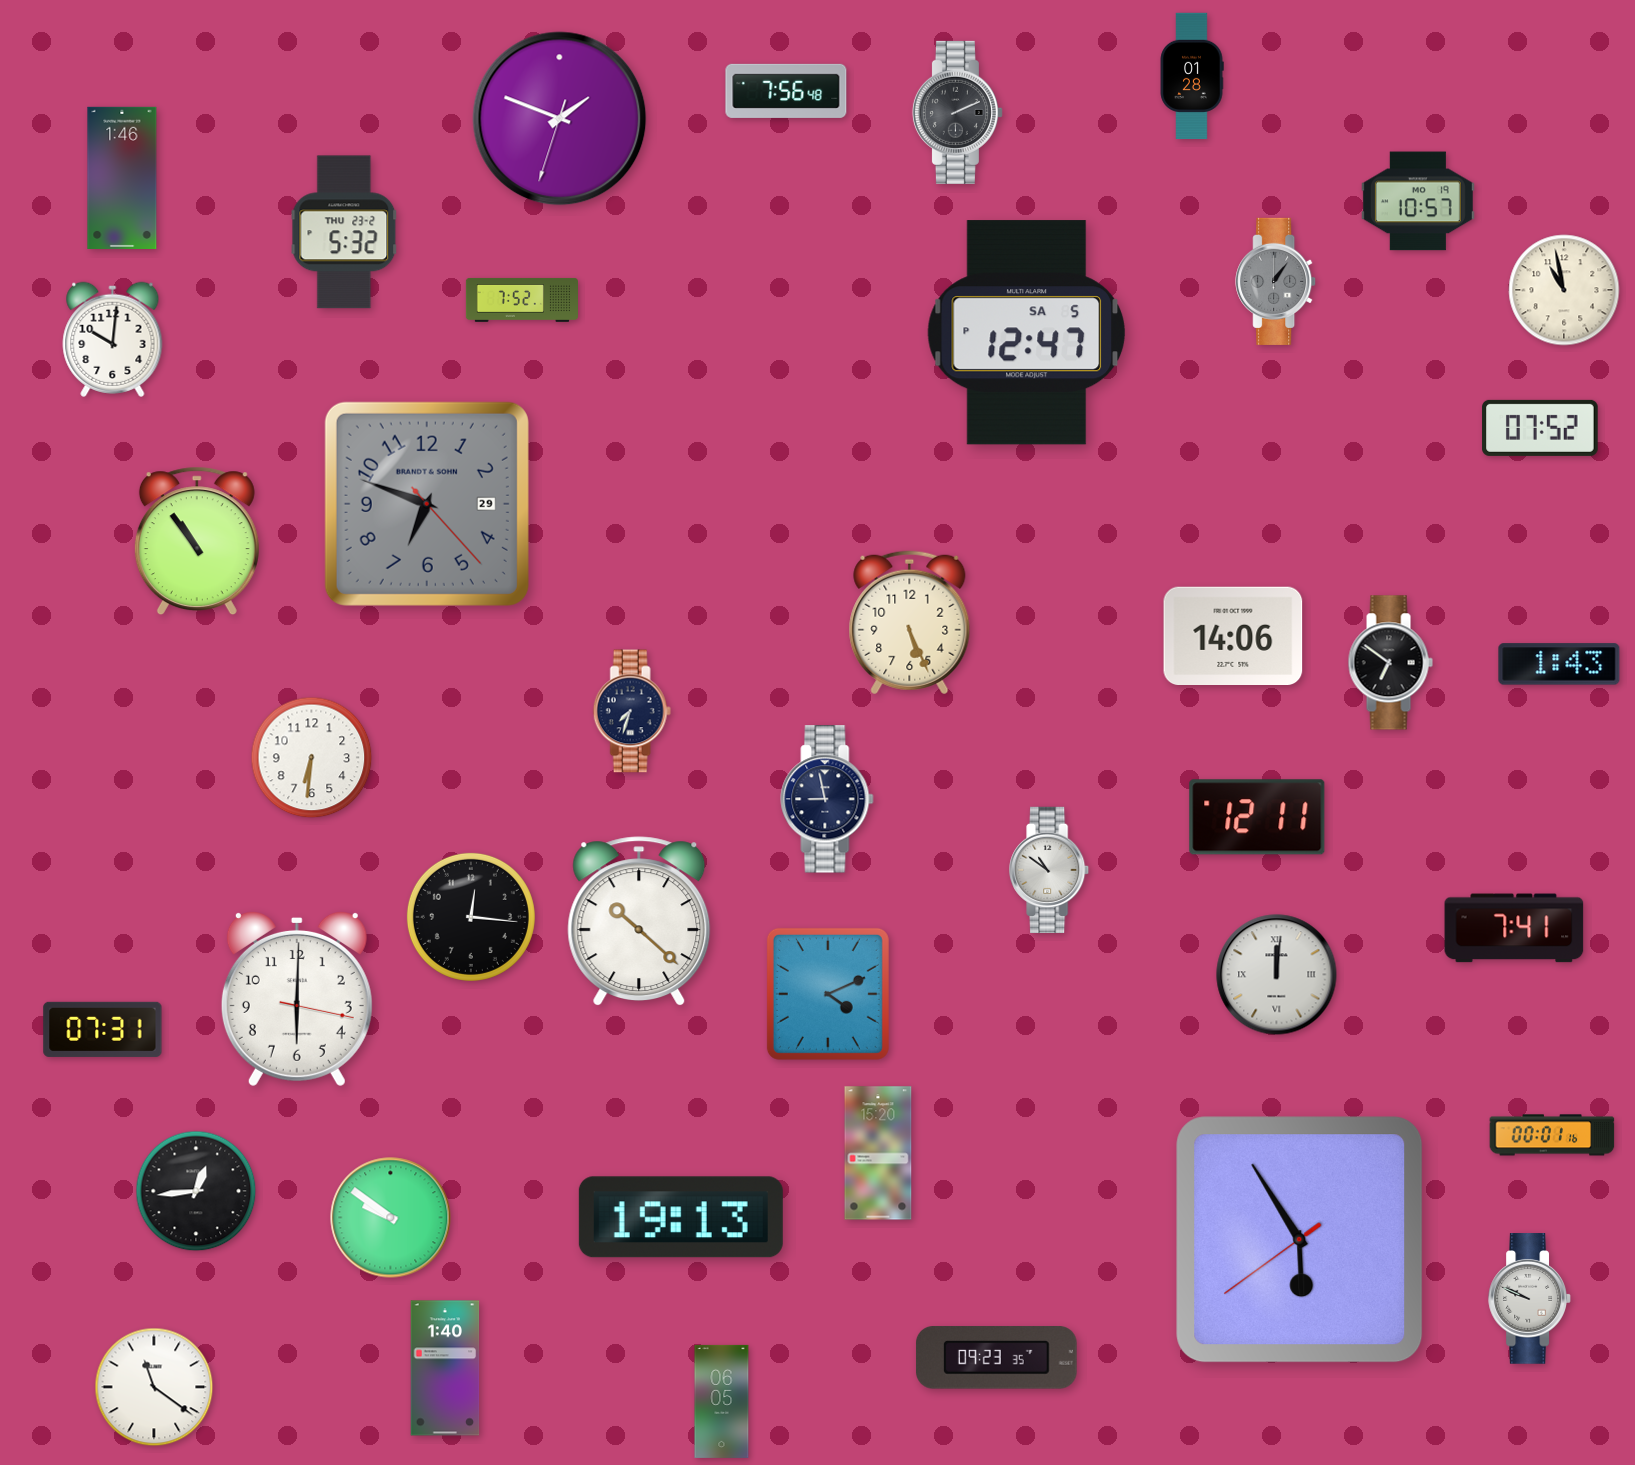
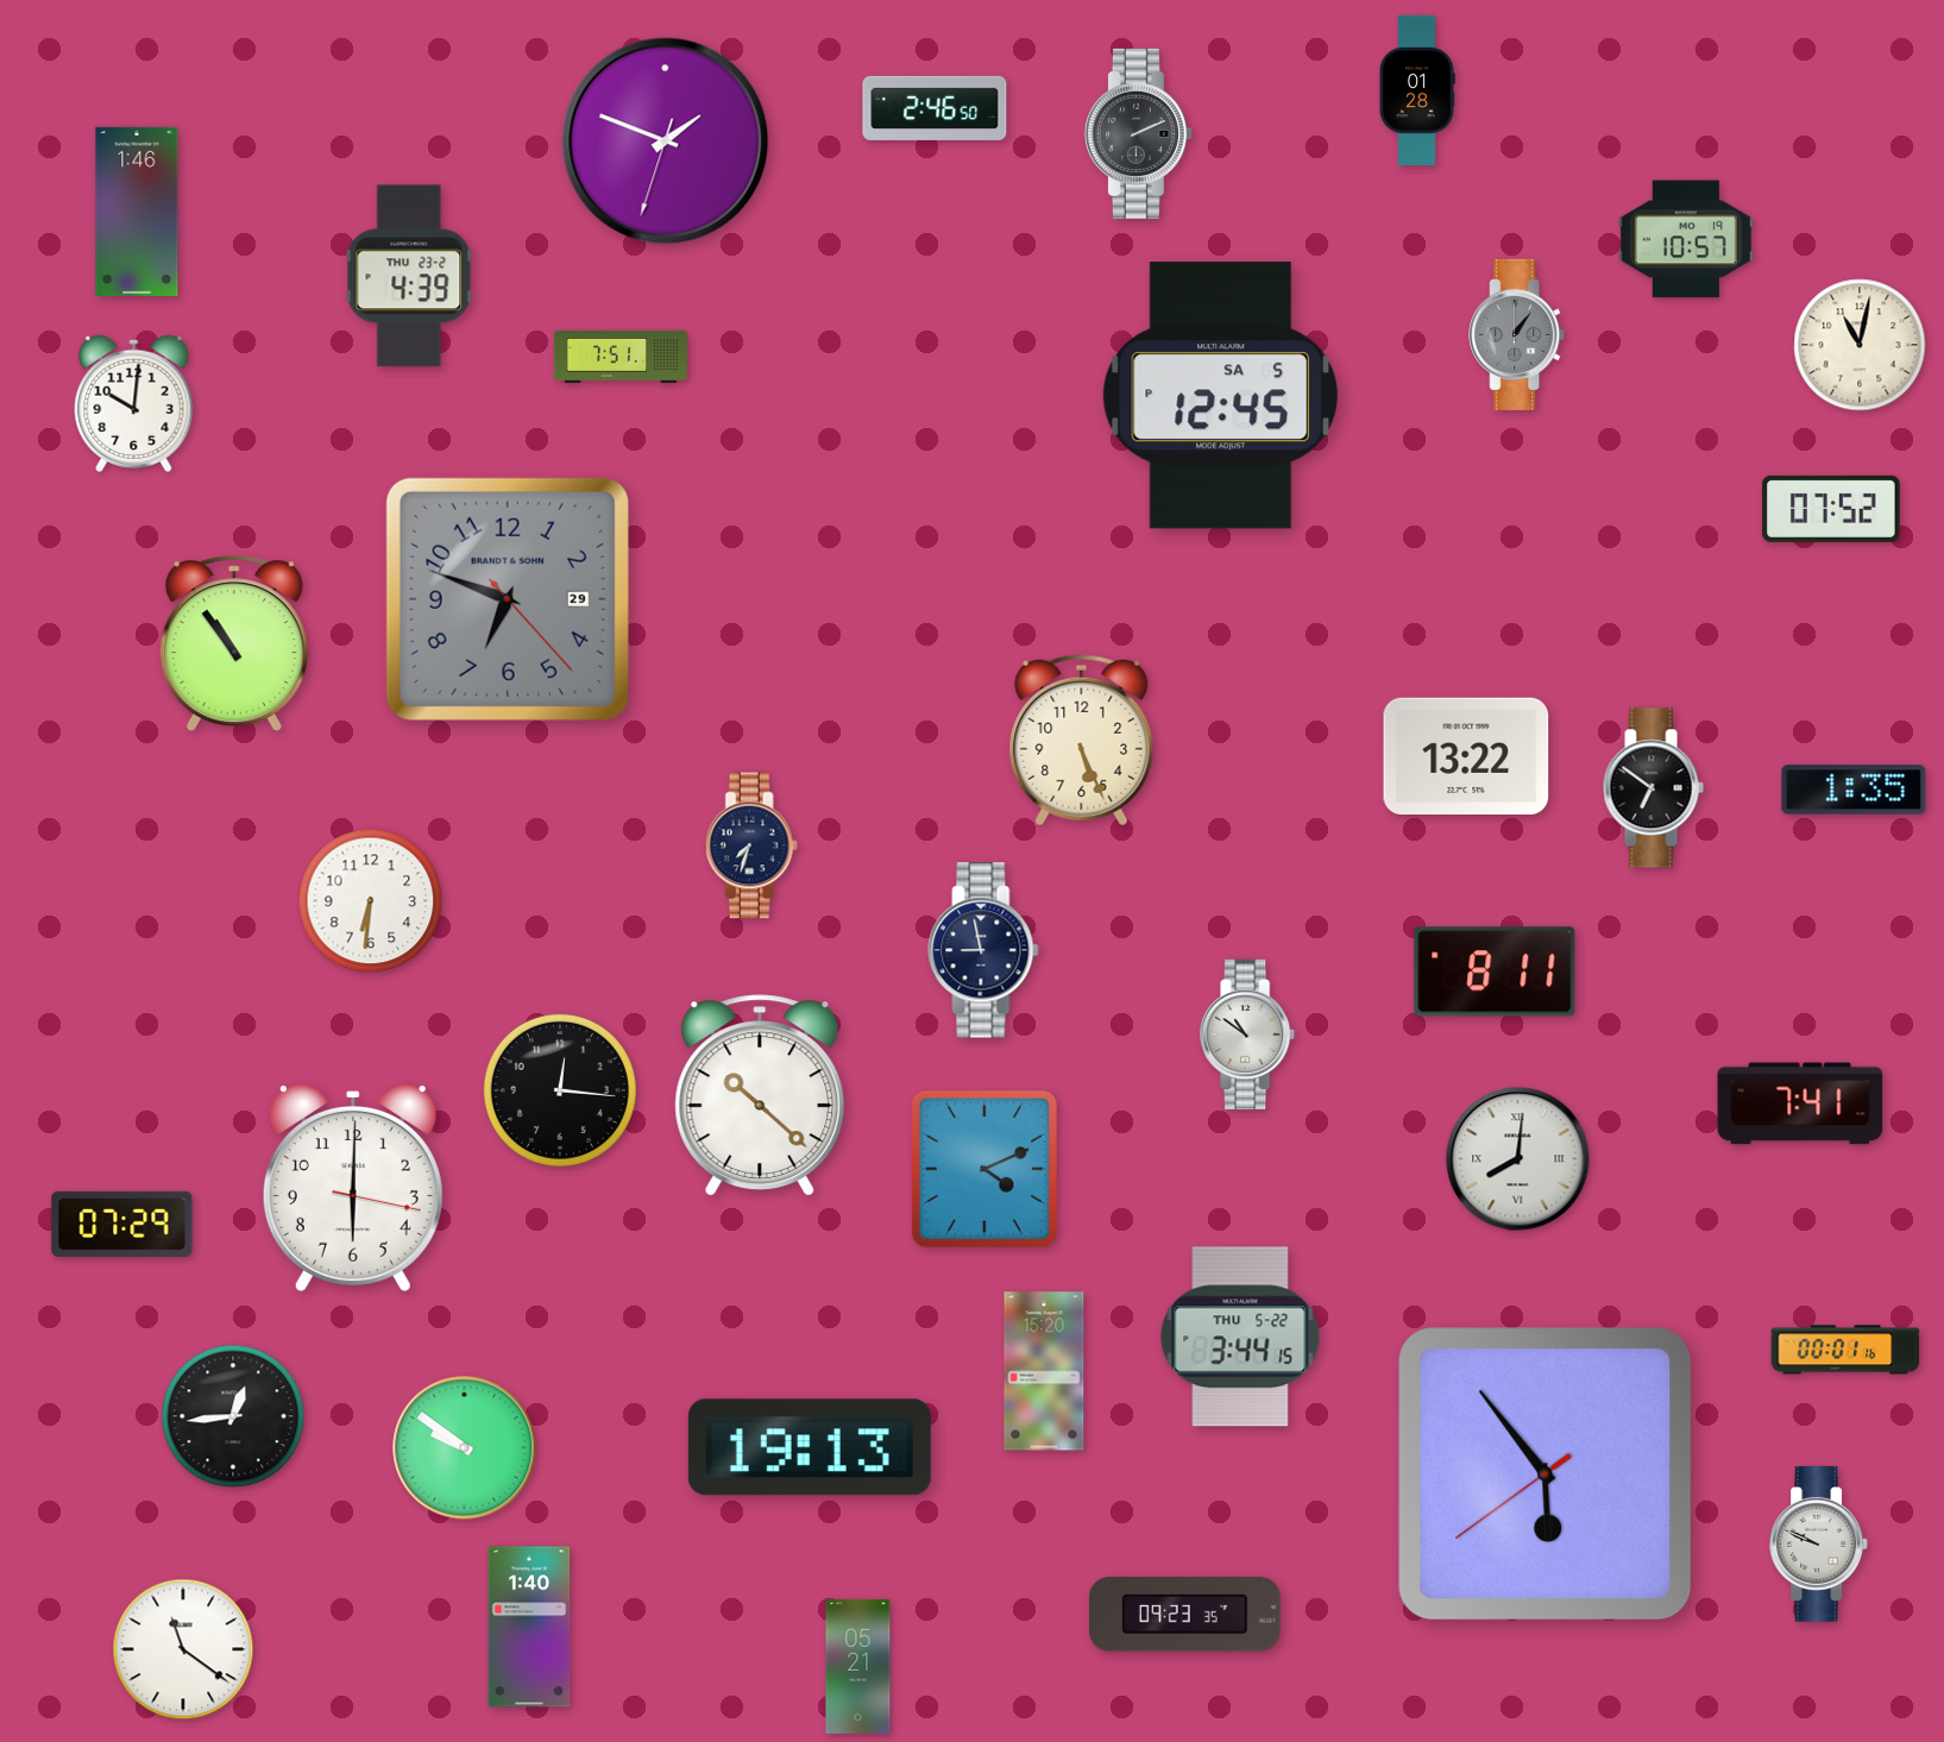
clock at (786, 91): 7:56 -> 2:46
clock at (122, 178) position: (122, 178) -> (137, 212)
clock at (344, 232): 5:32 -> 4:39
clock at (1564, 290): 10:58 -> 11:02
clock at (521, 300): 7:52 -> 7:51
clock at (1026, 333): 12:47 -> 12:45
clock at (1233, 635): 14:06 -> 13:22
clock at (1559, 664): 1:43 -> 1:35
clock at (1257, 817): 12:11 -> 8:11
clock at (1277, 975): 12:01 -> 8:01
clock at (828, 994) position: (828, 994) -> (984, 1169)
clock at (103, 1029): 07:31 -> 07:29
clock at (1240, 1337): none -> 3:44
clock at (1300, 1240): 5:54 -> 5:53
clock at (722, 1401): 06:05 -> 05:21
